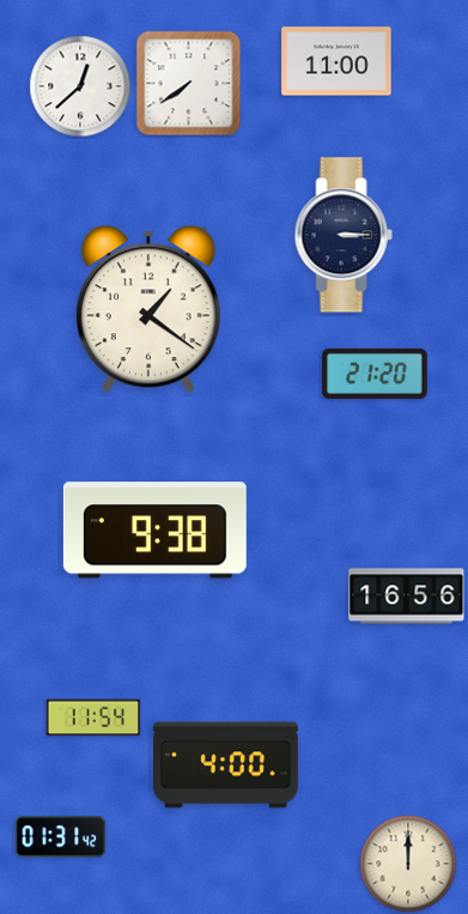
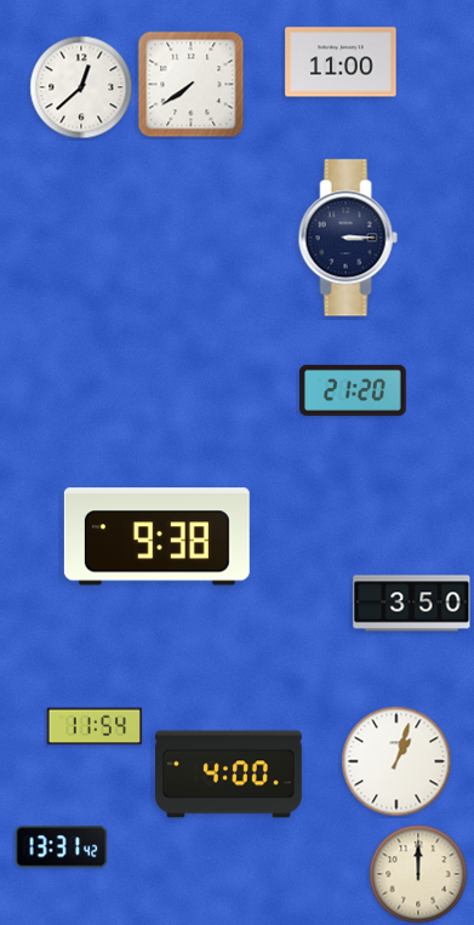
clock at (148, 310): 1:21 -> none
clock at (375, 374) position: (375, 374) -> (353, 390)
clock at (407, 597): 16:56 -> 3:50
clock at (396, 761): none -> 1:03
clock at (61, 837): 01:31 -> 13:31
clock at (408, 864) position: (408, 864) -> (418, 874)
